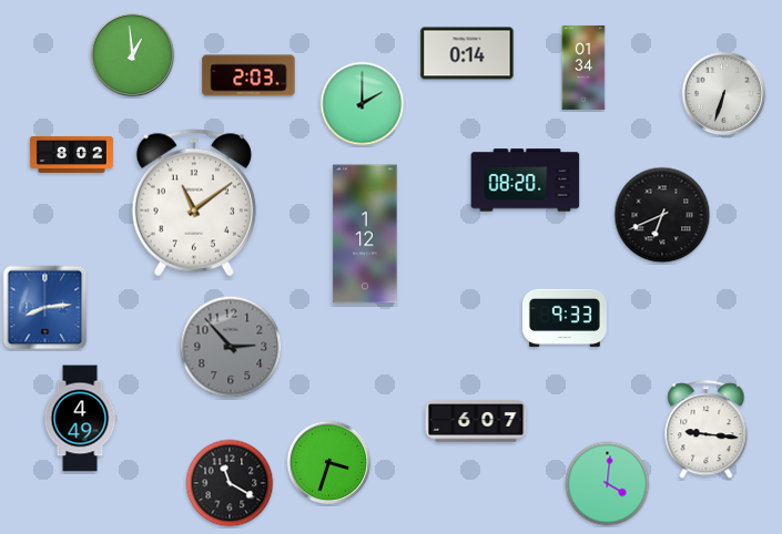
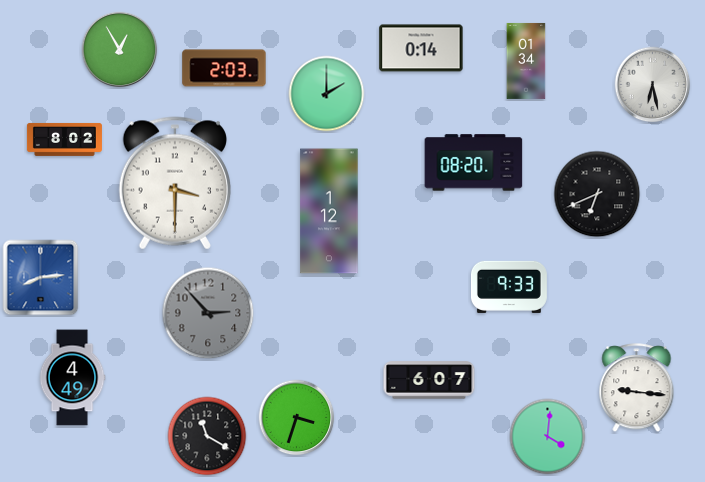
clock at (133, 55): 12:59 -> 12:55
clock at (724, 94): 6:33 -> 6:28
clock at (194, 203): 11:09 -> 3:30
